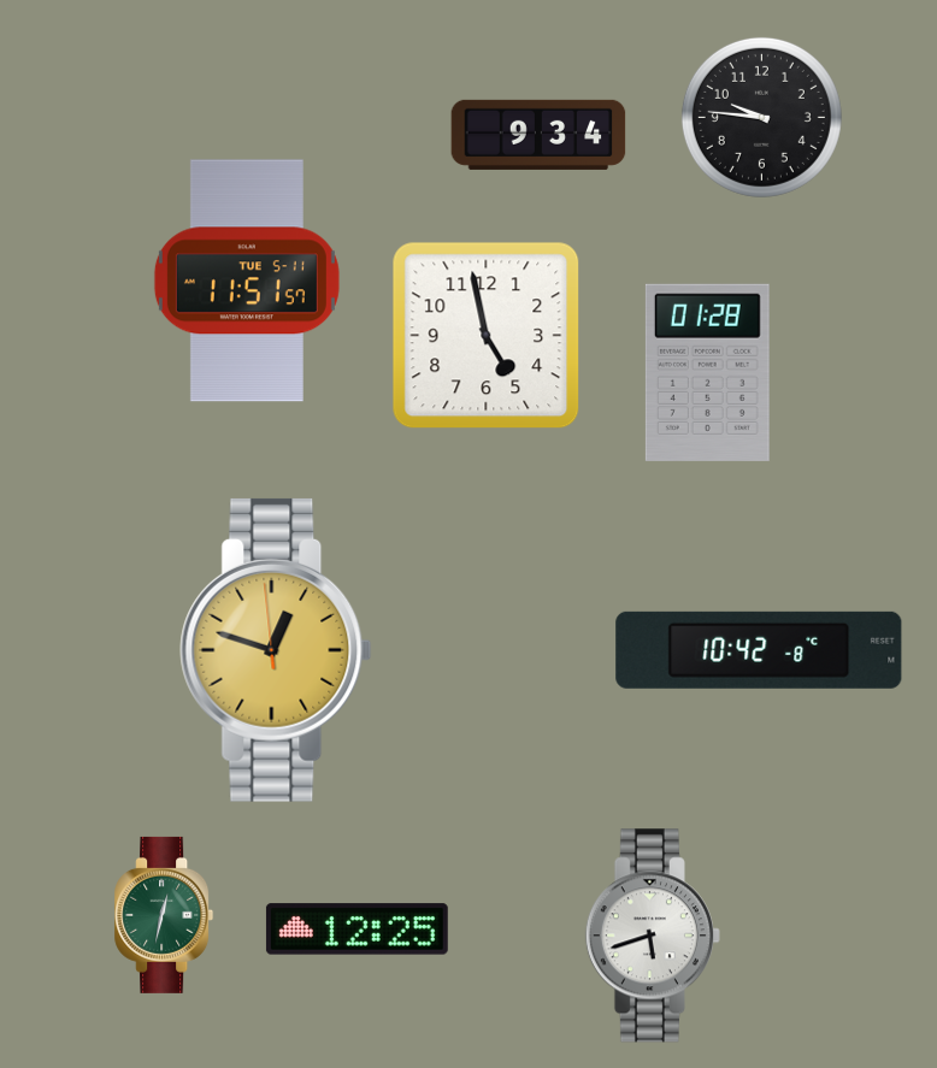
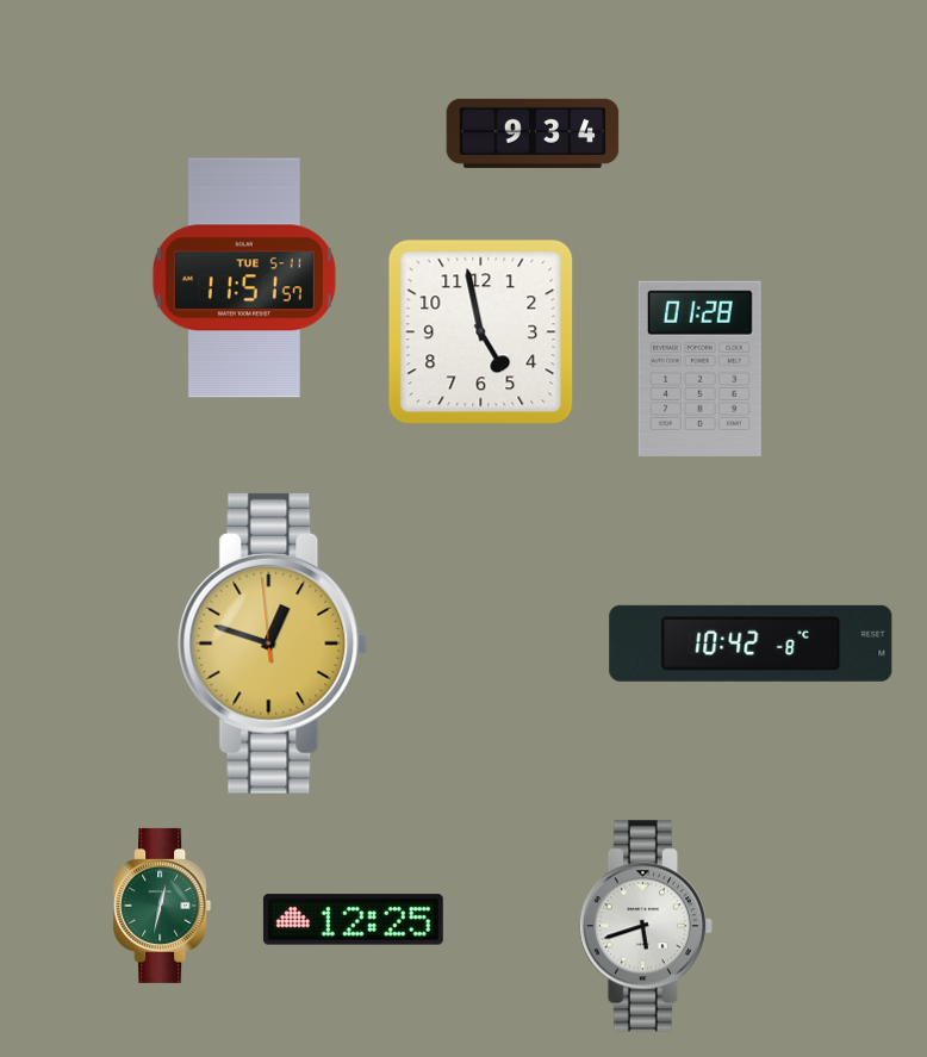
clock at (761, 117): 9:46 -> none
